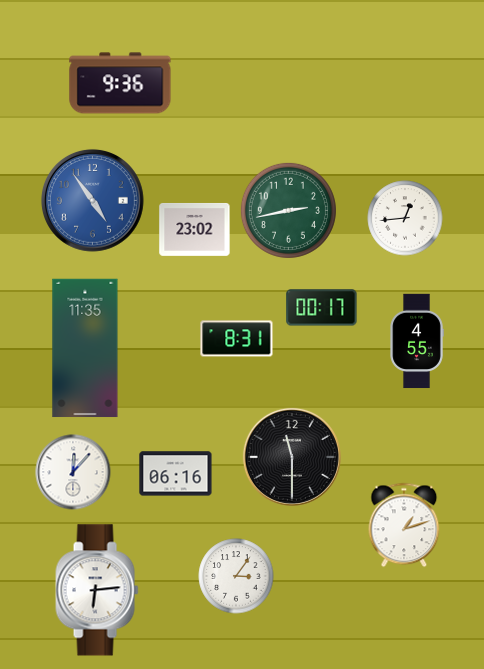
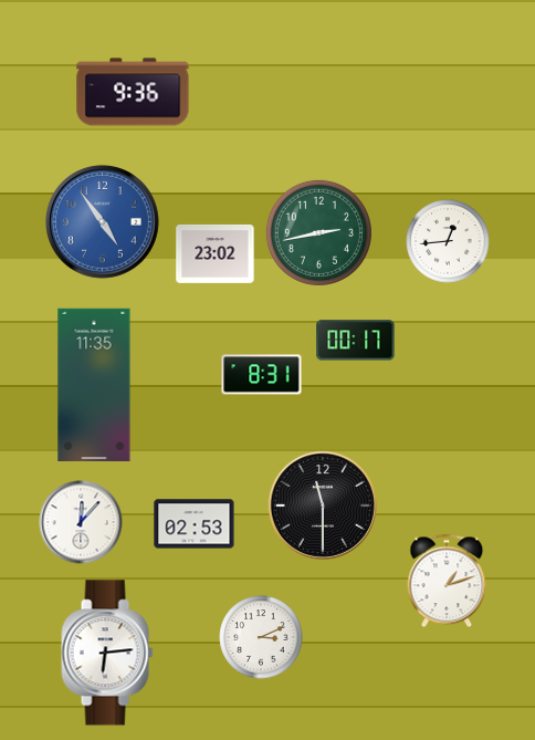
clock at (417, 341): 4:55 -> none
clock at (176, 474): 06:16 -> 02:53
clock at (236, 576): 3:06 -> 3:11
